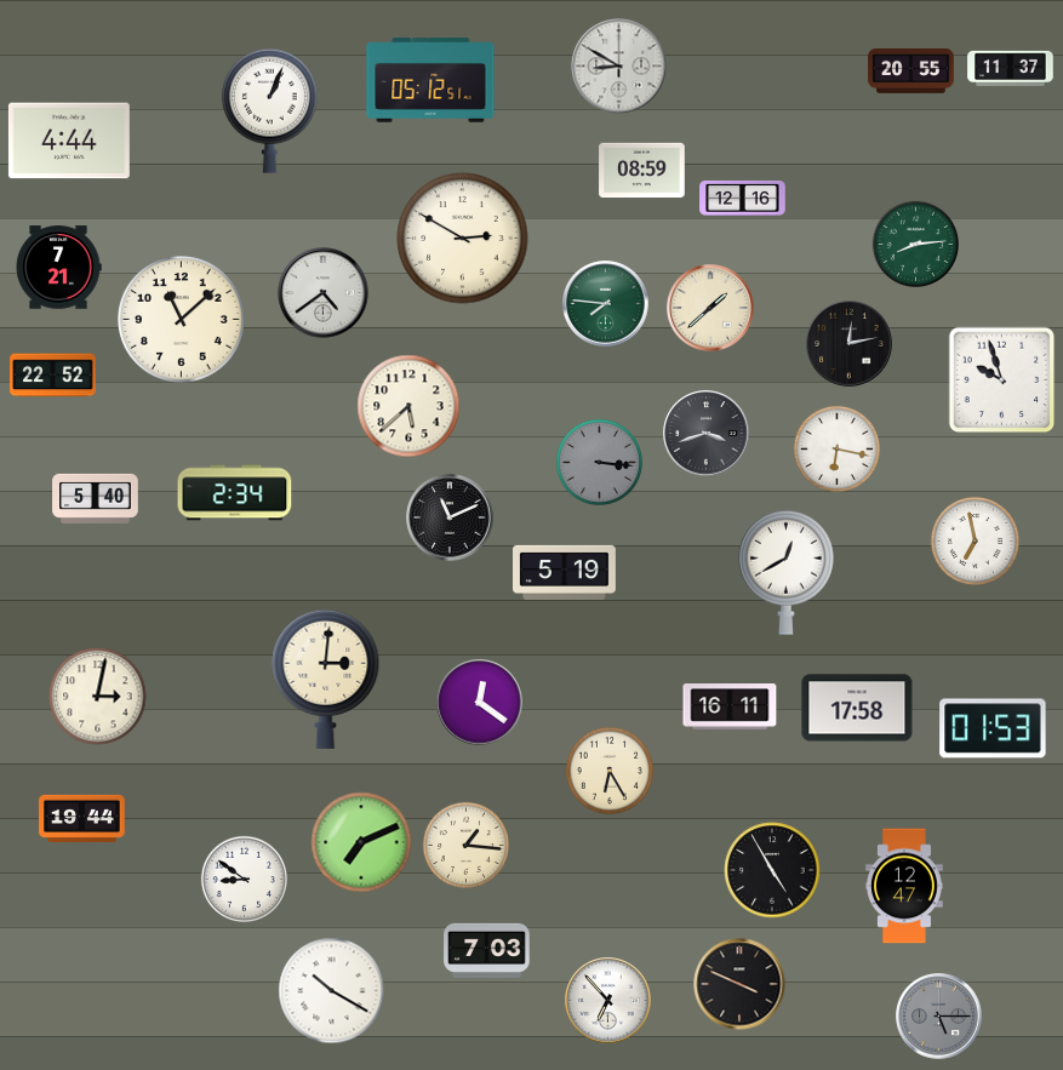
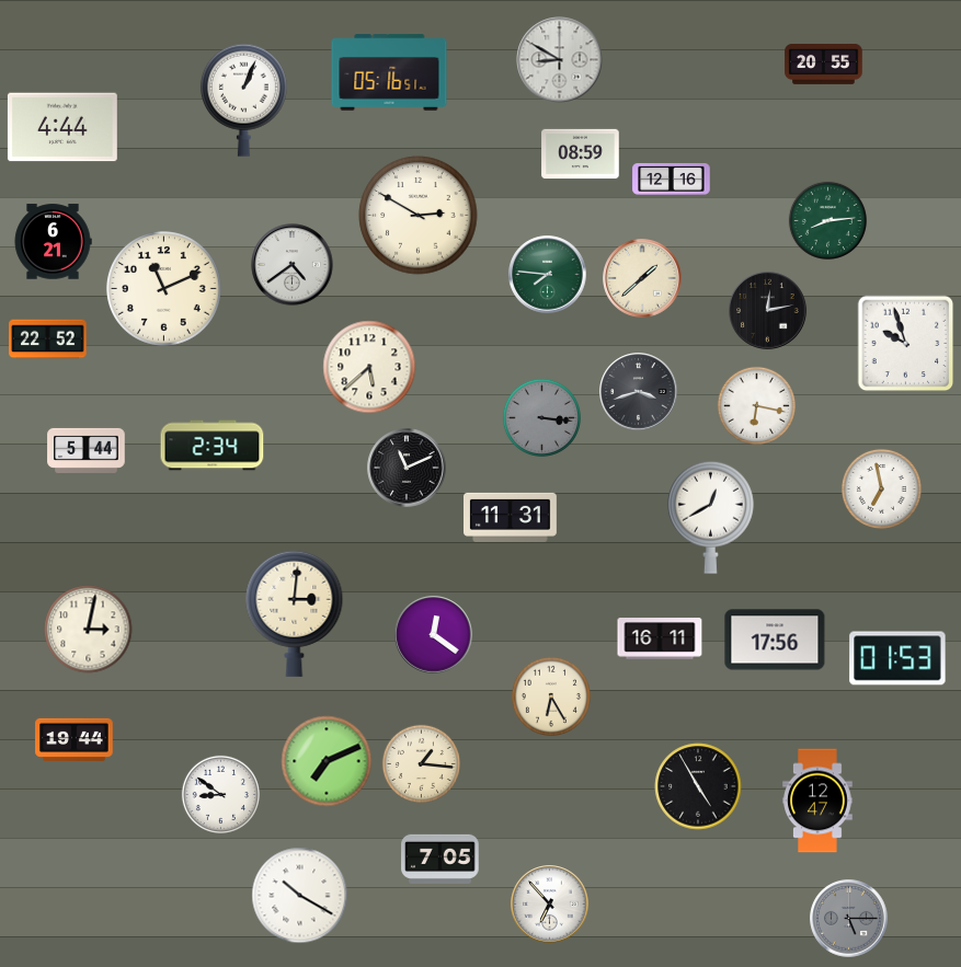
clock at (1011, 68): 11:37 -> none
clock at (430, 80): 05:12 -> 05:16
clock at (58, 268): 7:21 -> 6:21
clock at (182, 320): 11:08 -> 11:11
clock at (96, 498): 5:40 -> 5:44
clock at (565, 572): 5:19 -> 11:31
clock at (857, 708): 17:58 -> 17:56
clock at (487, 950): 7:03 -> 7:05
clock at (739, 984): 3:49 -> none
